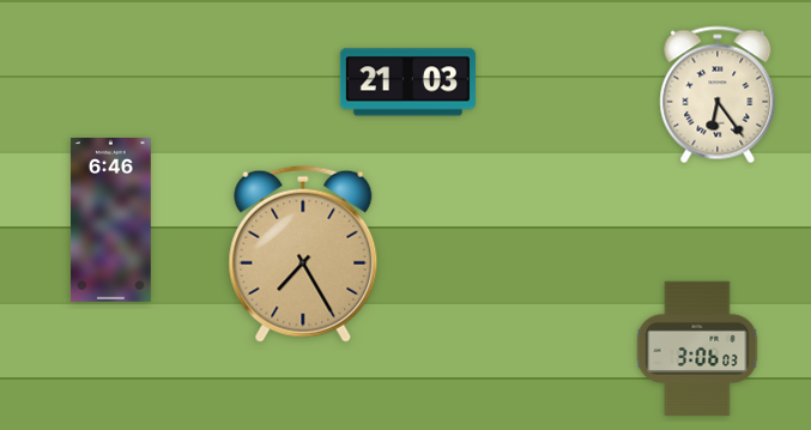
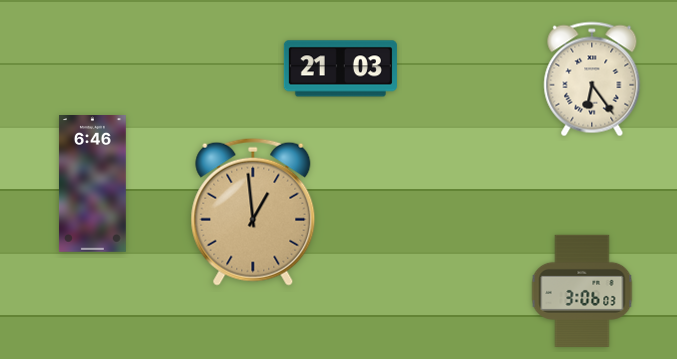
clock at (718, 95) position: (718, 95) -> (592, 79)
clock at (303, 254): 7:25 -> 12:59
